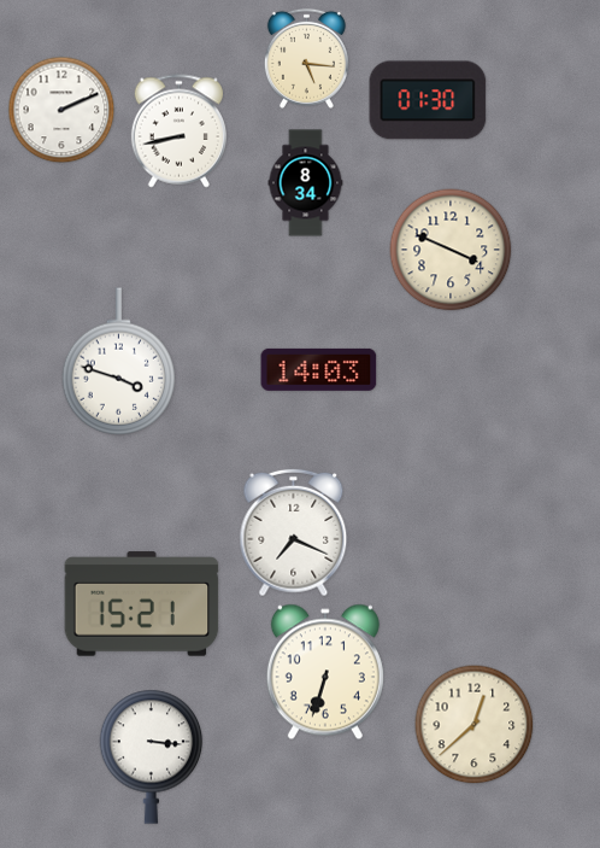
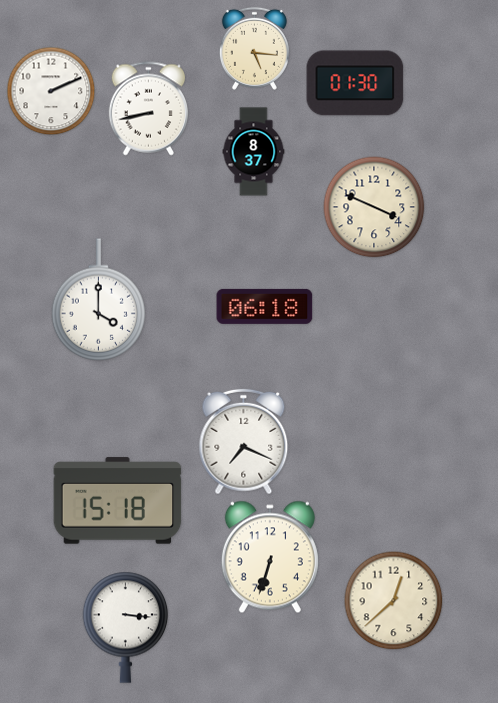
clock at (306, 183): 8:34 -> 8:37
clock at (119, 362): 3:48 -> 4:00
clock at (319, 369): 14:03 -> 06:18
clock at (142, 604): 15:21 -> 15:18
